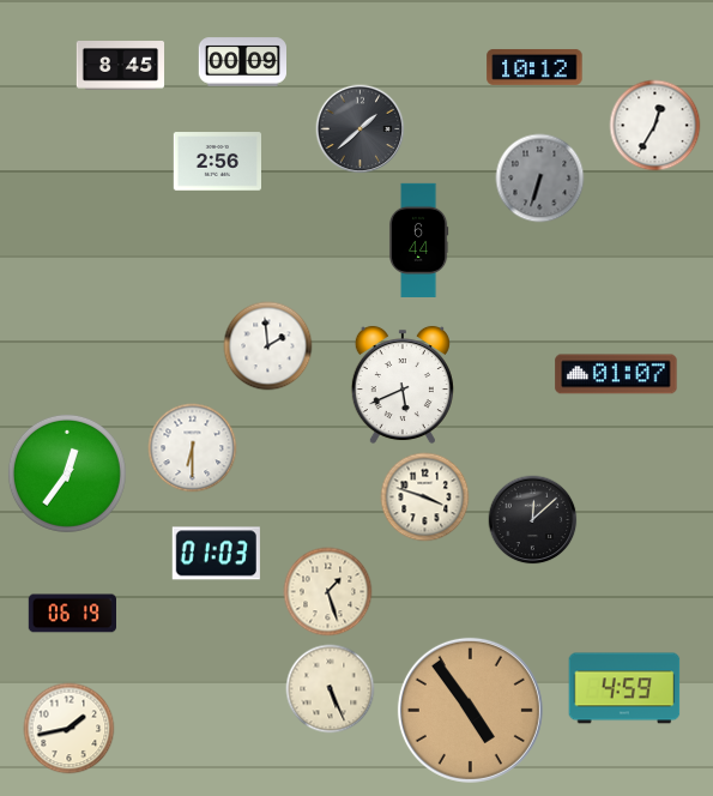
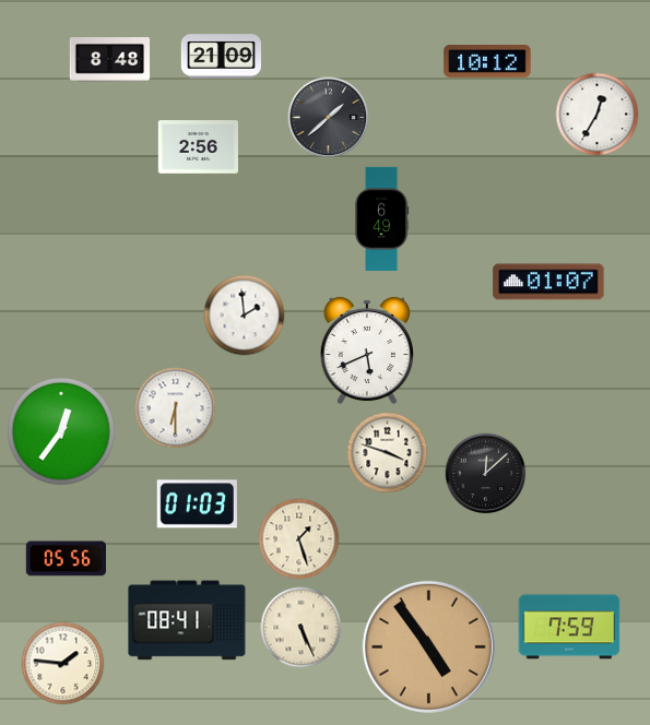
clock at (242, 62): 00:09 -> 21:09
clock at (121, 66): 8:45 -> 8:48
clock at (540, 179): 6:33 -> none
clock at (418, 240): 6:44 -> 6:49
clock at (616, 374) position: (616, 374) -> (548, 282)
clock at (72, 614): 06:19 -> 05:56
clock at (187, 620): none -> 08:41
clock at (624, 688): 4:59 -> 7:59
clock at (70, 729): 1:43 -> 1:46
